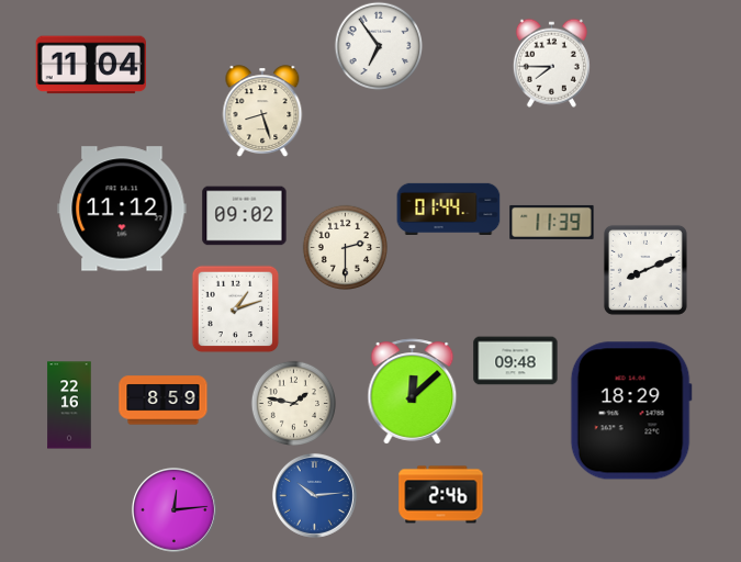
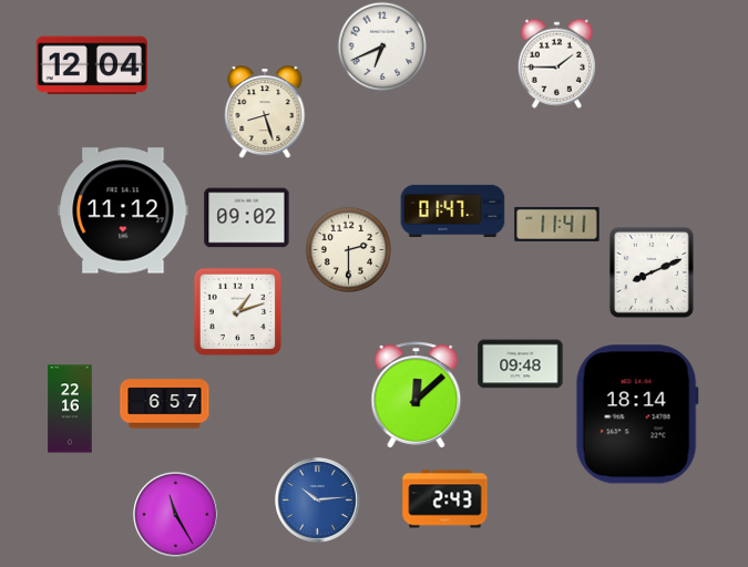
clock at (379, 46): 6:54 -> 6:41
clock at (551, 63): 7:45 -> 1:45
clock at (91, 65): 11:04 -> 12:04
clock at (449, 209): 01:44 -> 01:47
clock at (552, 222): 11:39 -> 11:41
clock at (164, 401): 8:59 -> 6:57
clock at (293, 403): 1:47 -> none
clock at (631, 411): 18:29 -> 18:14
clock at (441, 495): 2:46 -> 2:43
clock at (173, 509): 12:14 -> 11:25
